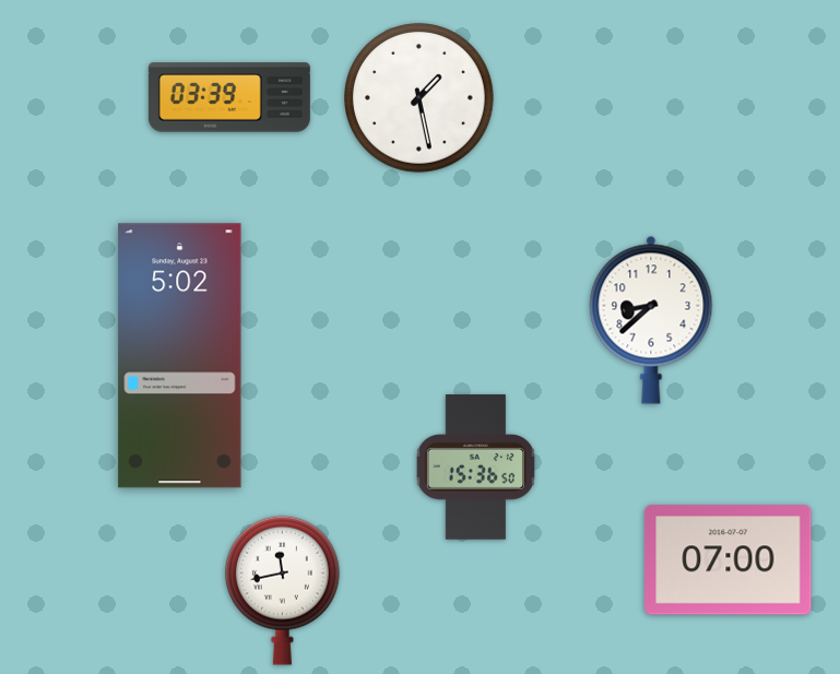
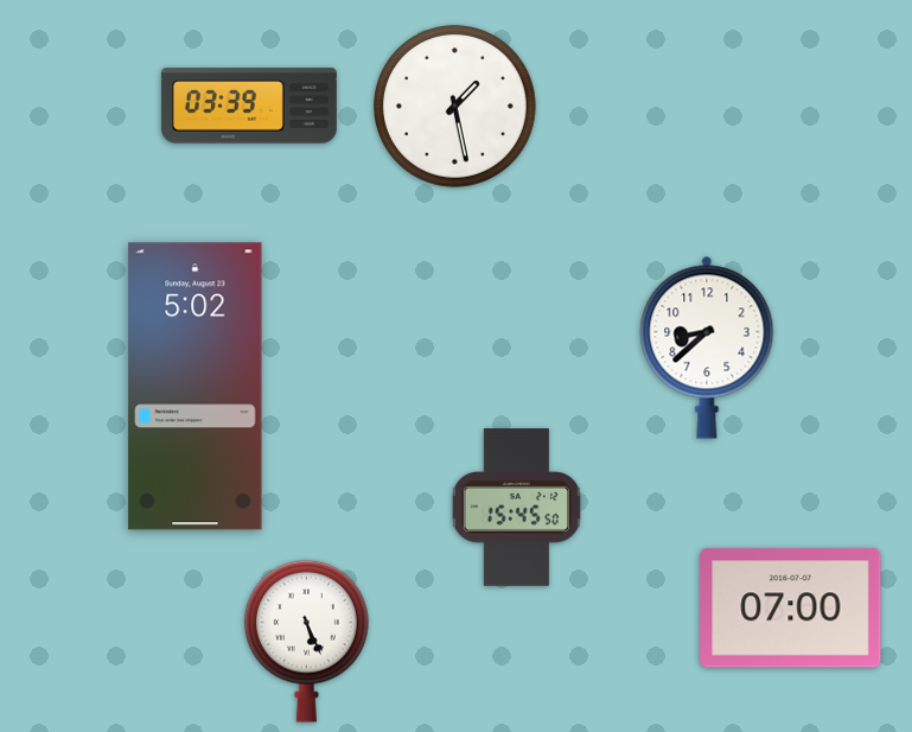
clock at (475, 468): 15:36 -> 15:45
clock at (282, 590): 11:43 -> 5:26
